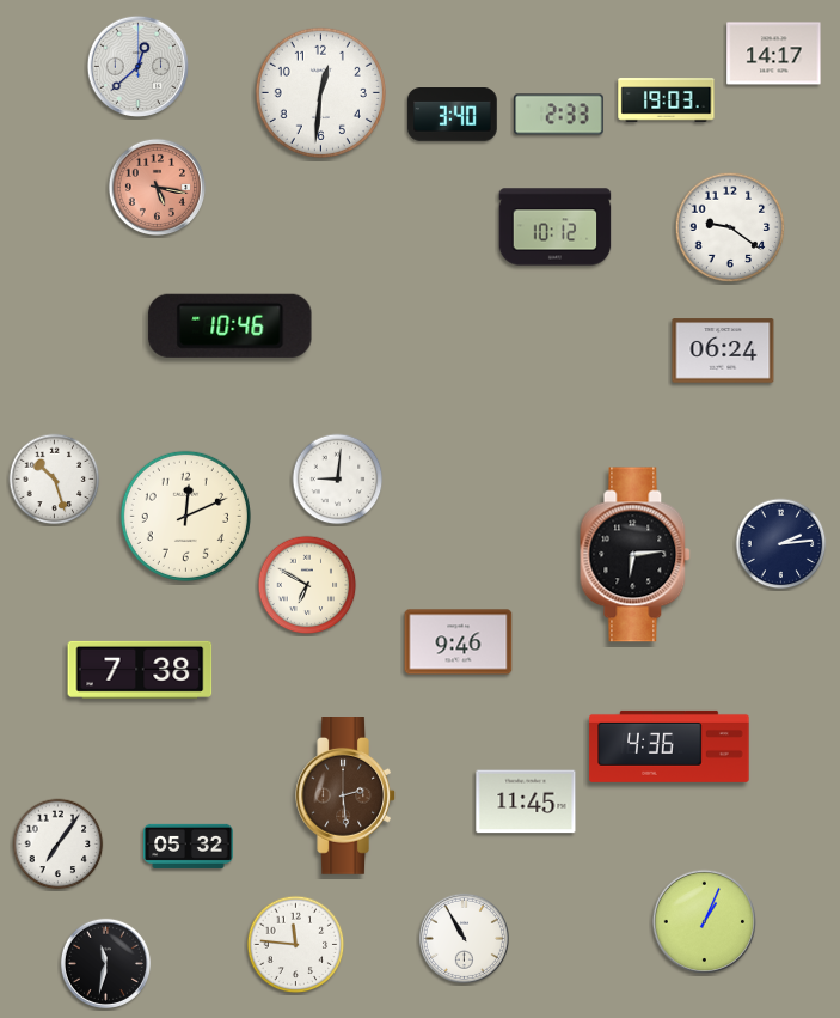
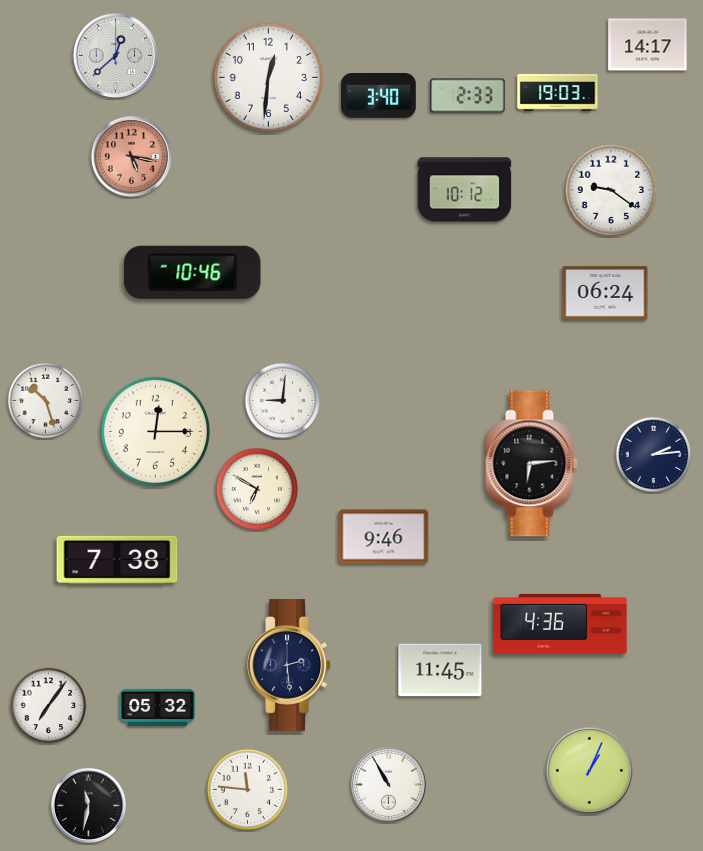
clock at (667, 100) position: (667, 100) -> (558, 93)
clock at (185, 516): 12:11 -> 12:15
clock at (345, 797) dial: brown -> navy
